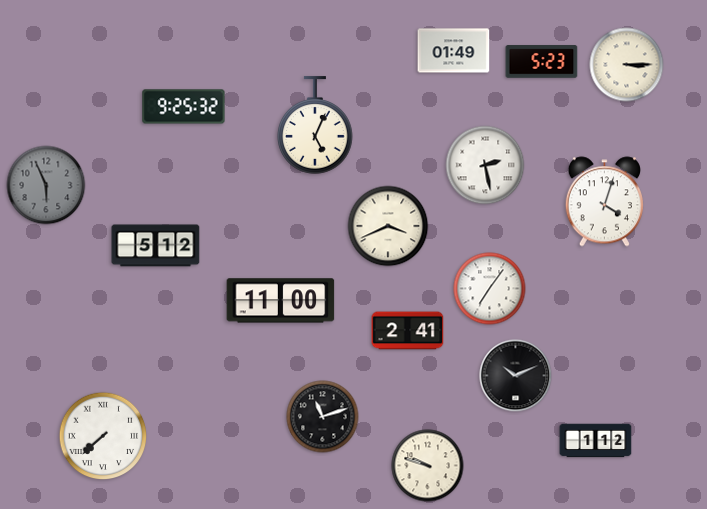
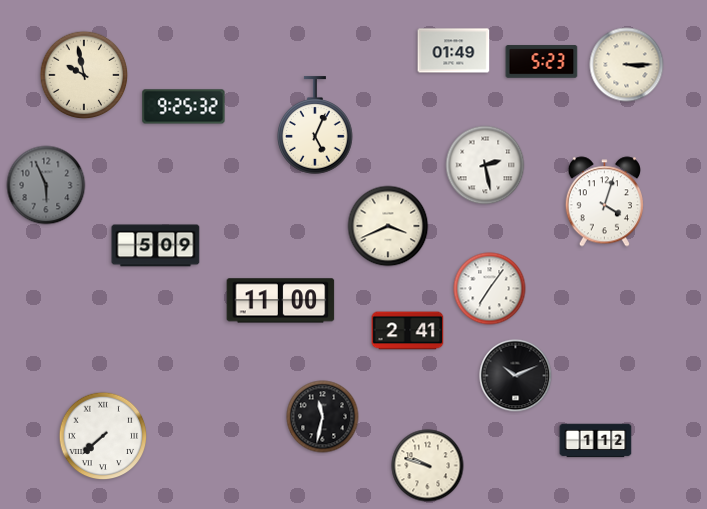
clock at (84, 75): none -> 9:58
clock at (156, 246): 5:12 -> 5:09
clock at (323, 417): 11:12 -> 11:32
